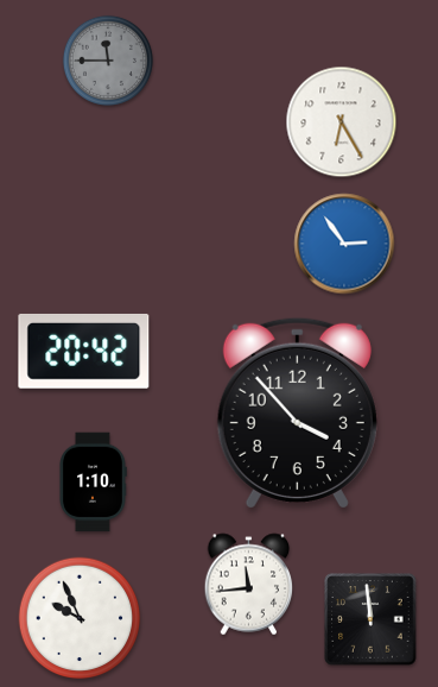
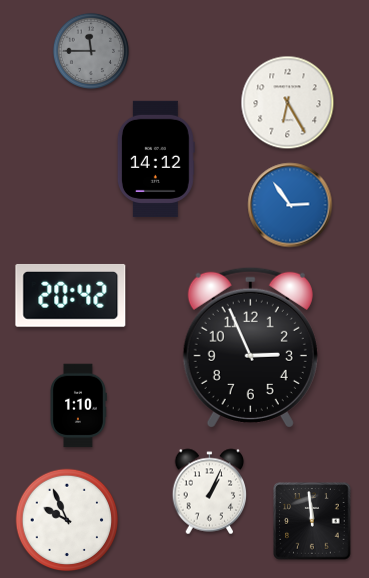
clock at (156, 159): none -> 14:12
clock at (297, 412): 3:53 -> 2:56
clock at (249, 585): 11:44 -> 1:04
